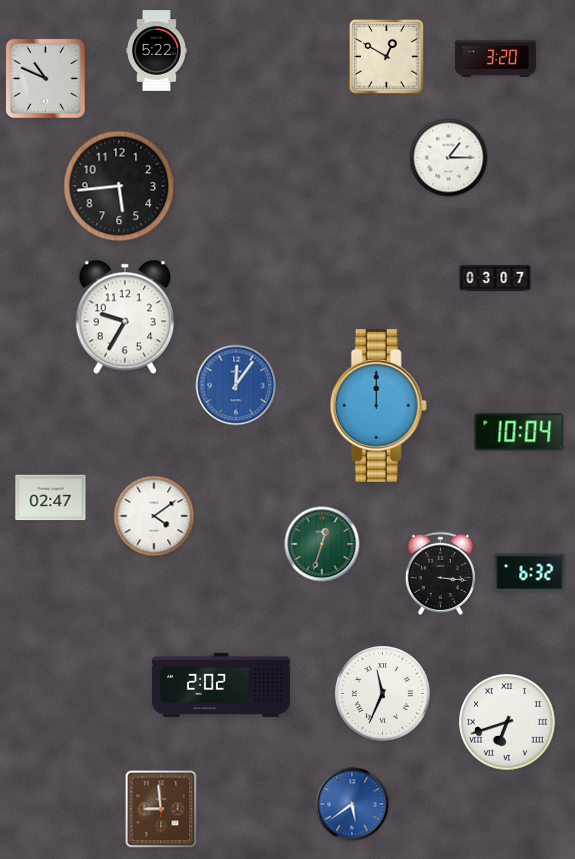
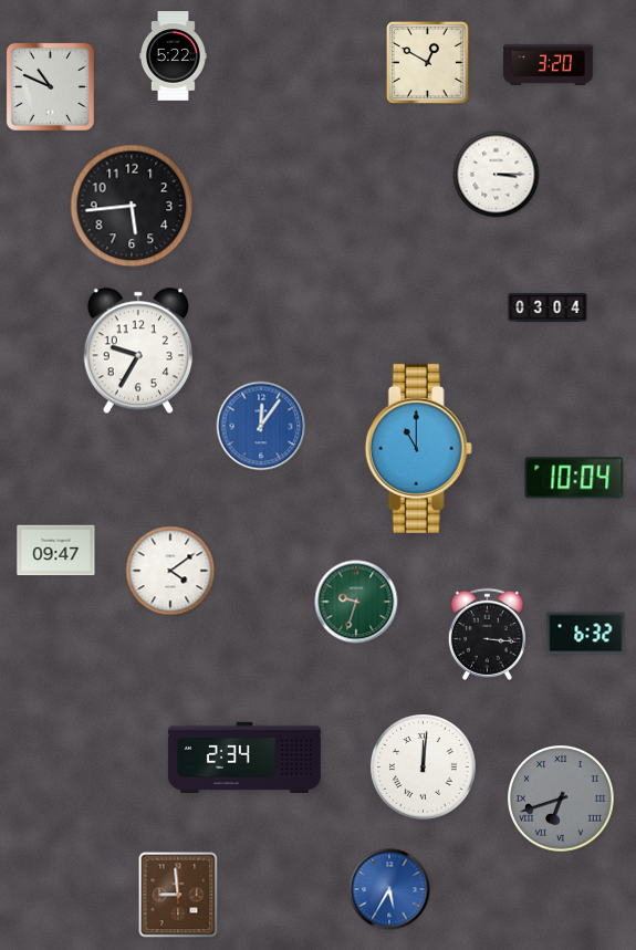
clock at (449, 158): 1:15 -> 3:15
clock at (495, 278): 03:07 -> 03:04
clock at (378, 405): 12:00 -> 11:00
clock at (51, 498): 02:47 -> 09:47
clock at (322, 544): 12:33 -> 9:33
clock at (221, 684): 2:02 -> 2:34
clock at (383, 694): 11:34 -> 12:01
clock at (507, 722) dial: white -> grey
clock at (352, 804): 5:39 -> 5:35
